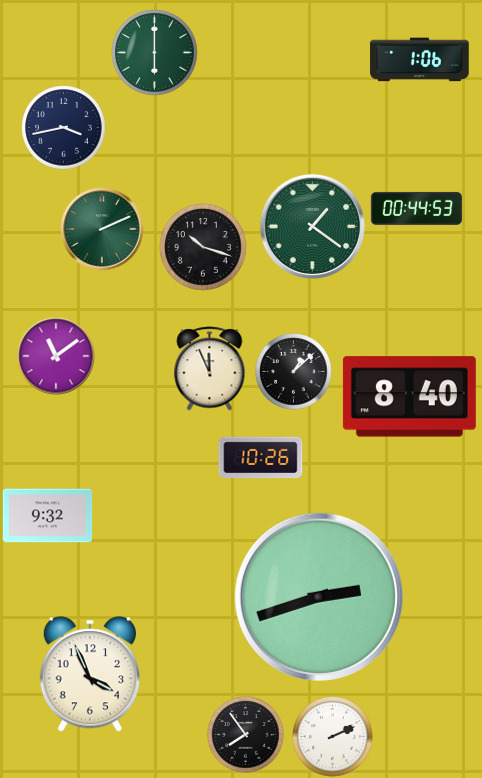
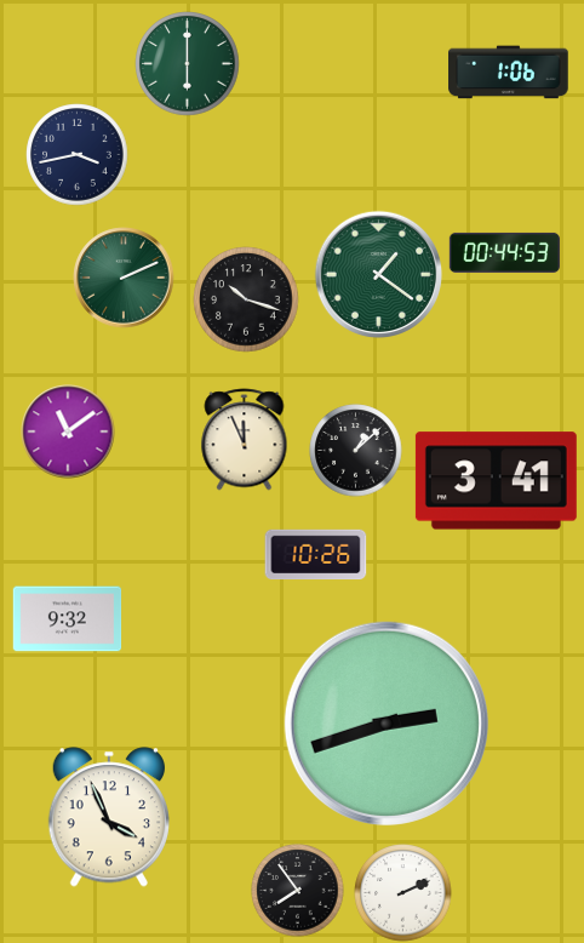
clock at (210, 369) position: (210, 369) -> (245, 440)
clock at (409, 397): 8:40 -> 3:41
clock at (48, 516) position: (48, 516) -> (68, 619)
